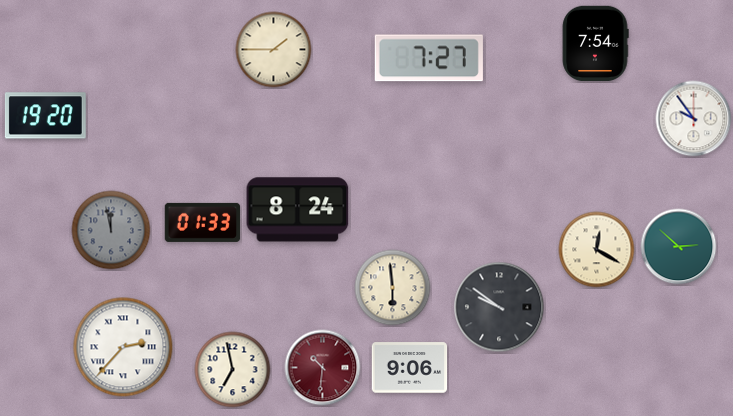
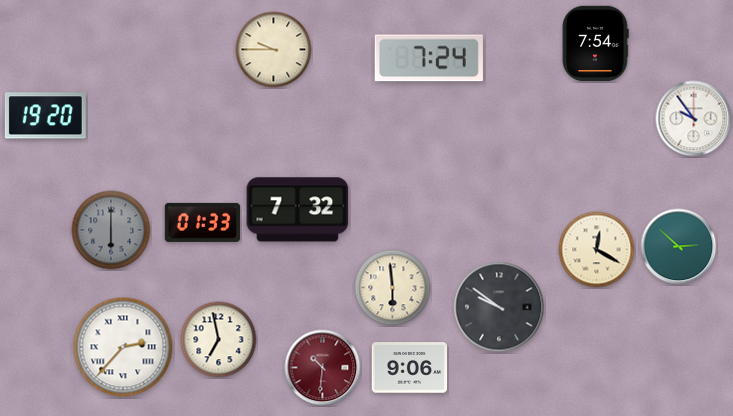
clock at (274, 50): 1:45 -> 9:45
clock at (429, 58): 7:27 -> 7:24
clock at (298, 210): 8:24 -> 7:32
clock at (111, 230): 11:58 -> 6:00
clock at (233, 370) position: (233, 370) -> (219, 340)
